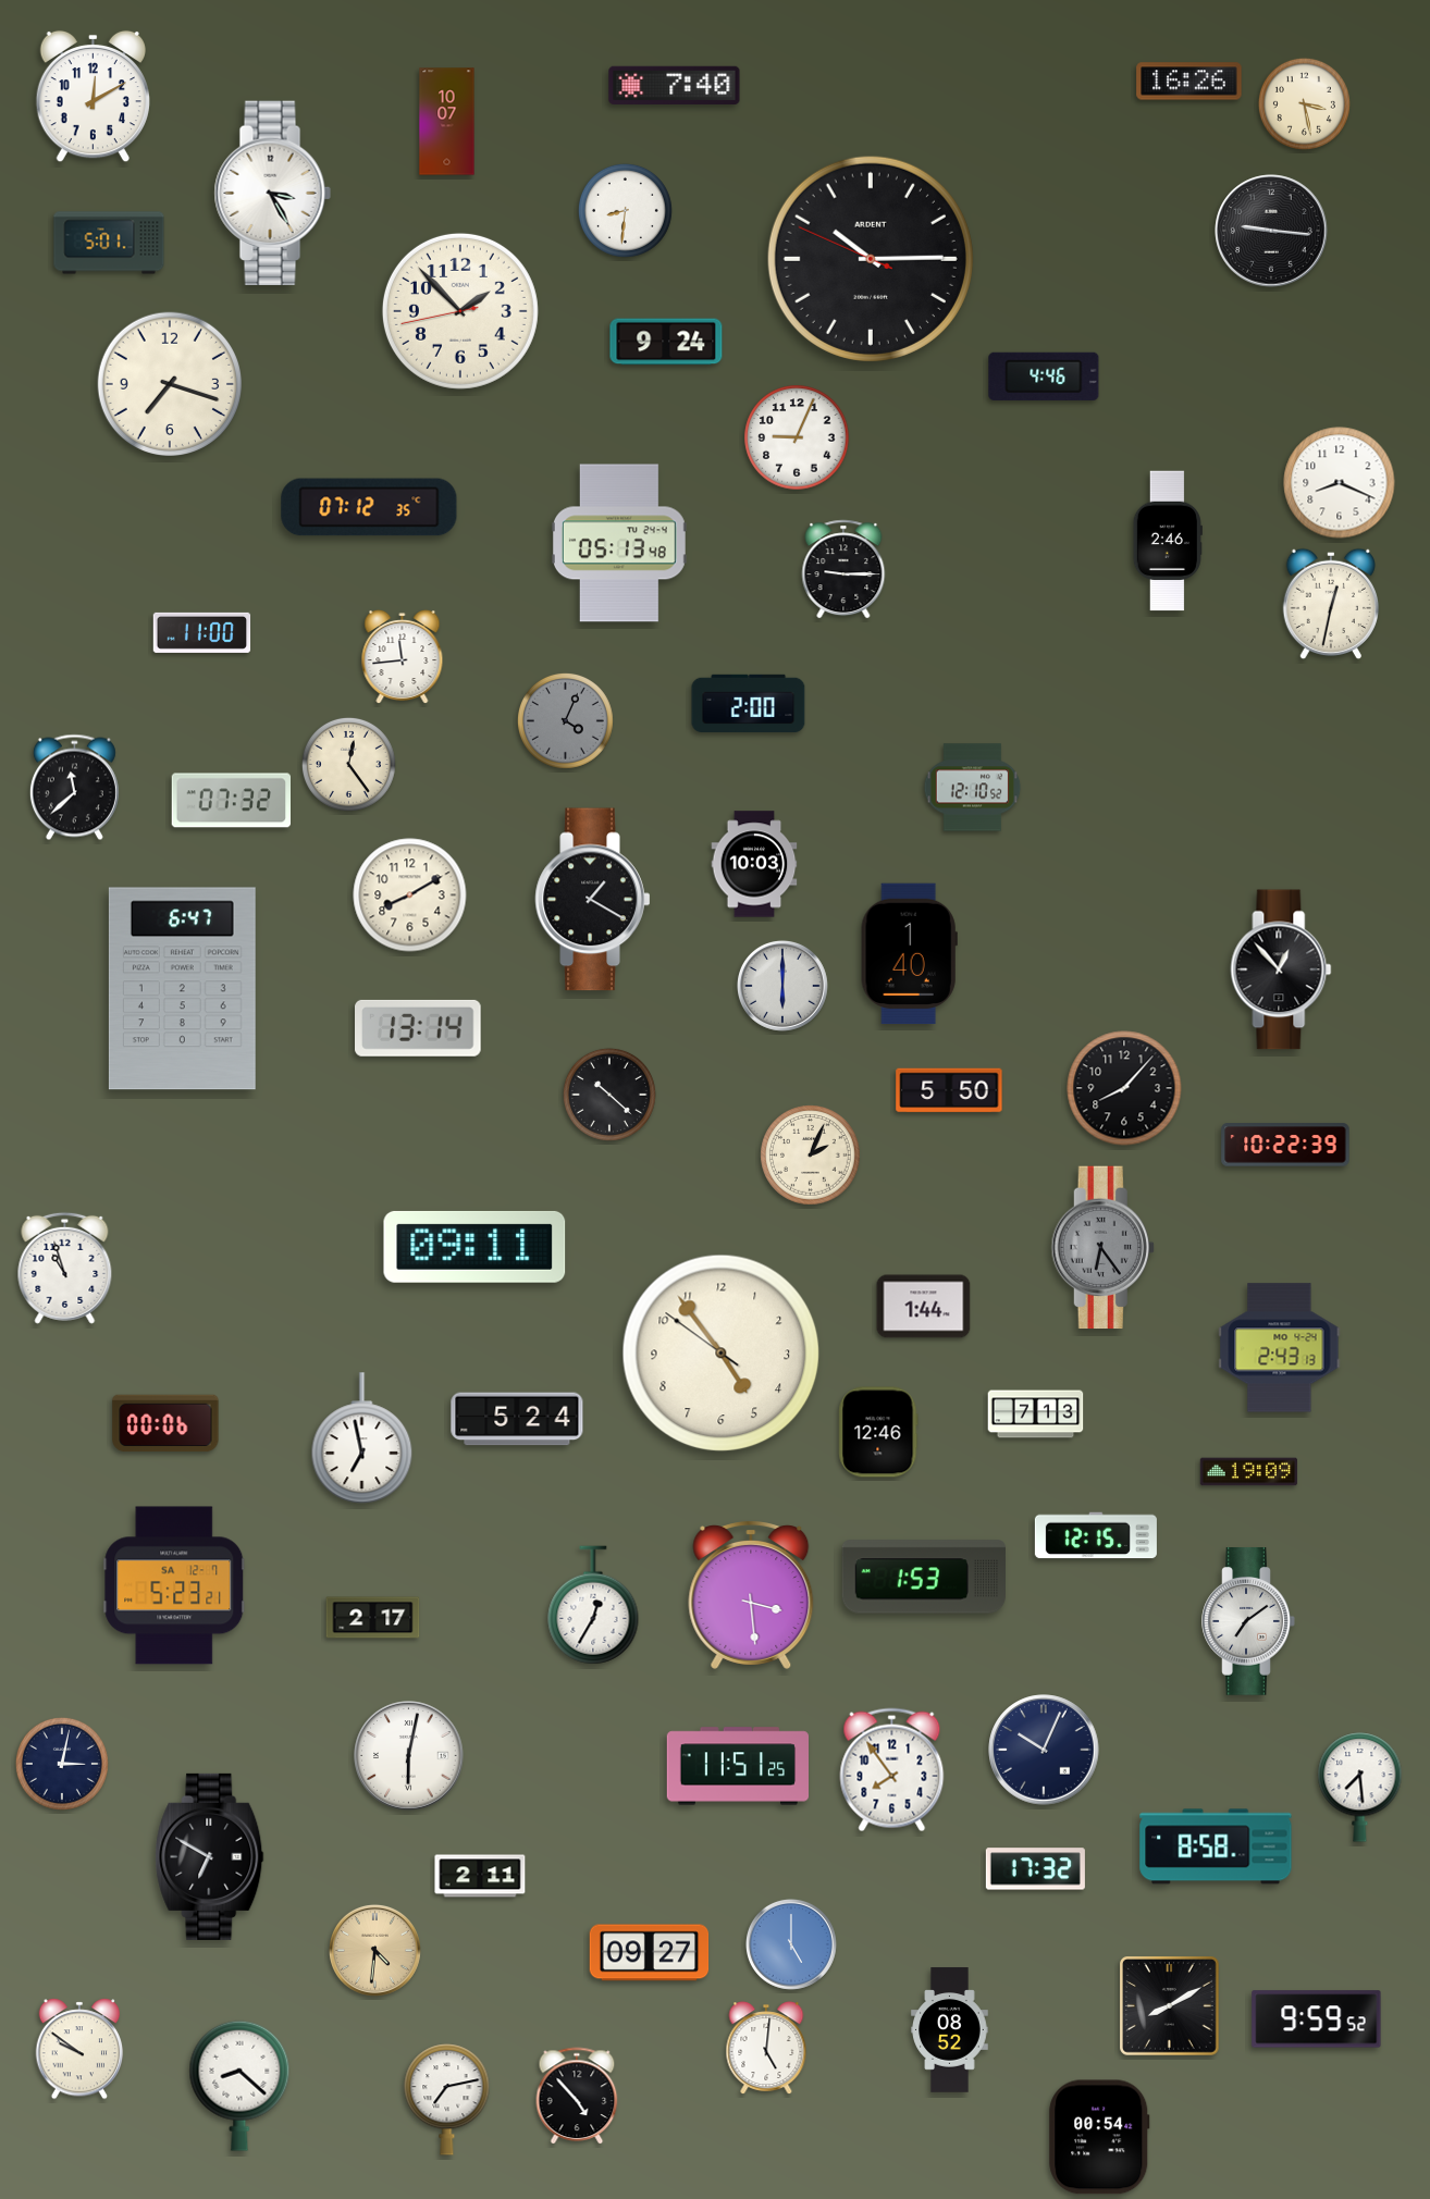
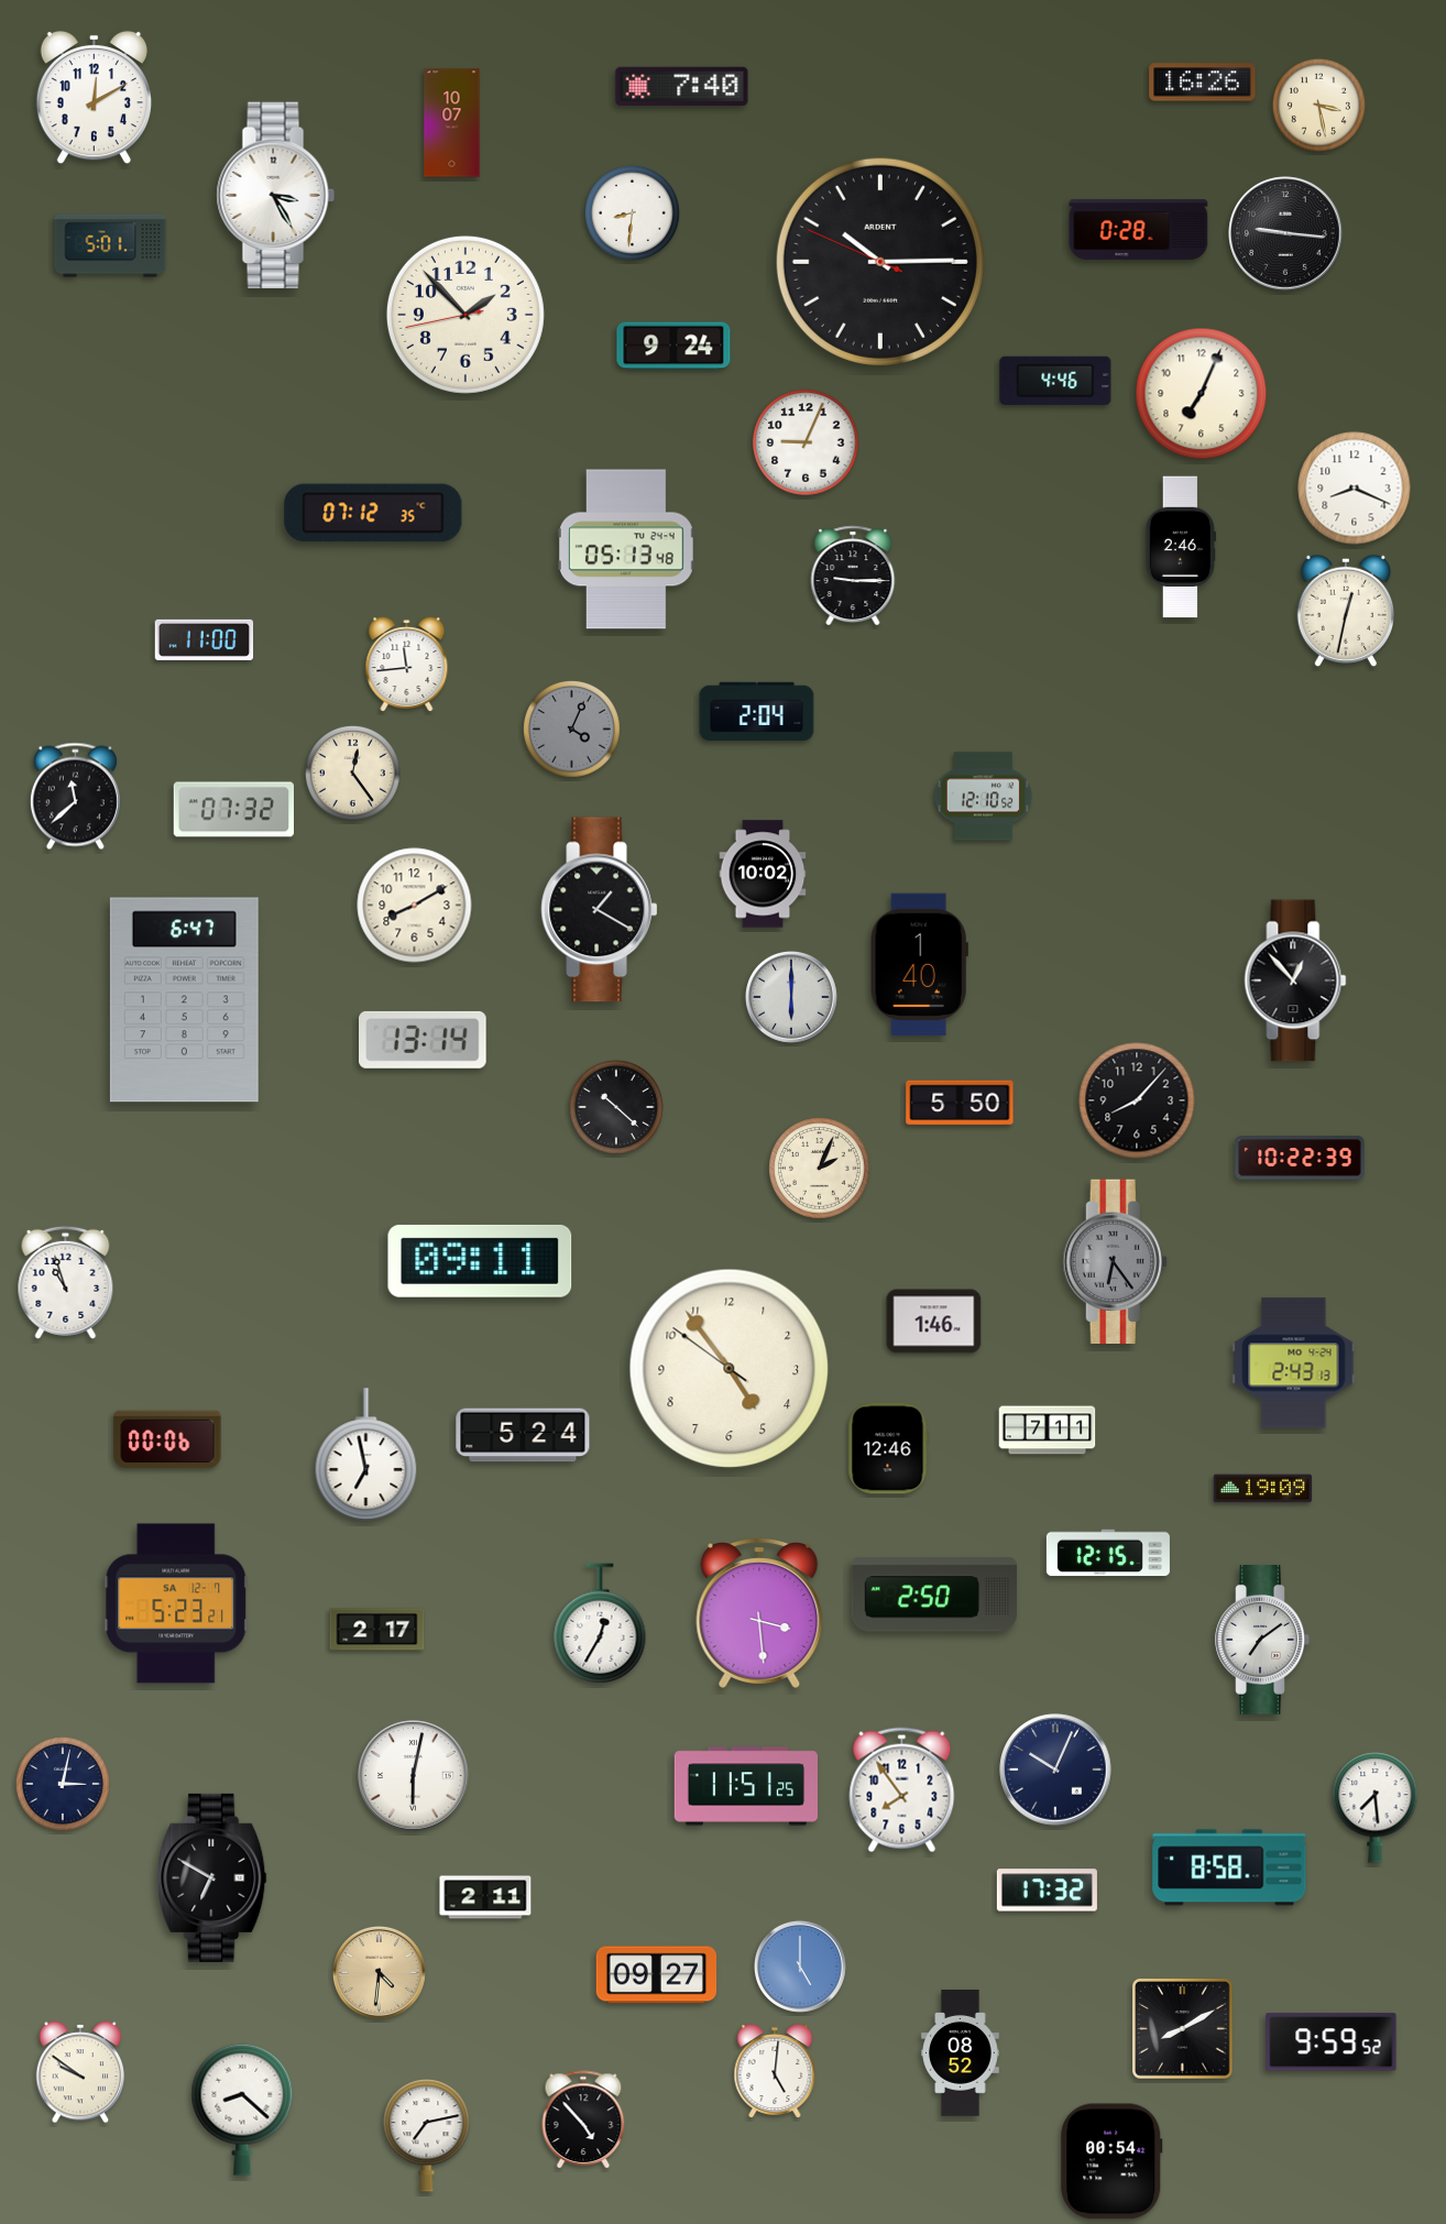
clock at (1139, 229): none -> 0:28
clock at (169, 383): 7:18 -> none
clock at (1202, 394): none -> 7:04
clock at (749, 703): 2:00 -> 2:04
clock at (754, 864): 10:03 -> 10:02
clock at (924, 1307): 1:44 -> 1:46
clock at (1036, 1414): 7:13 -> 7:11
clock at (923, 1577): 1:53 -> 2:50
clock at (373, 1618) position: (373, 1618) -> (377, 1630)
clock at (447, 2100) position: (447, 2100) -> (427, 2136)
